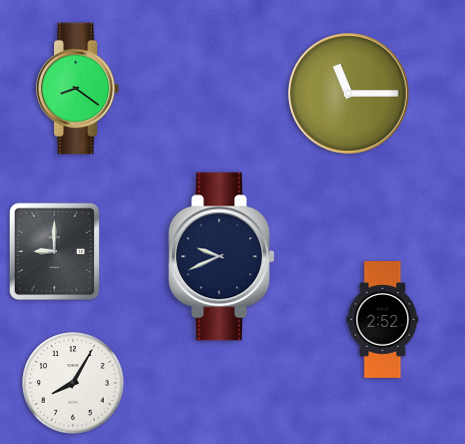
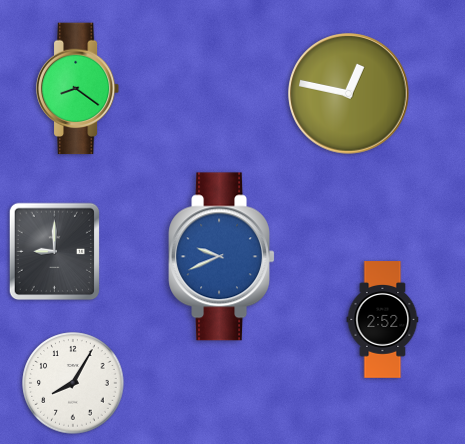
clock at (349, 94): 11:15 -> 12:47
clock at (221, 257) dial: navy -> blue
